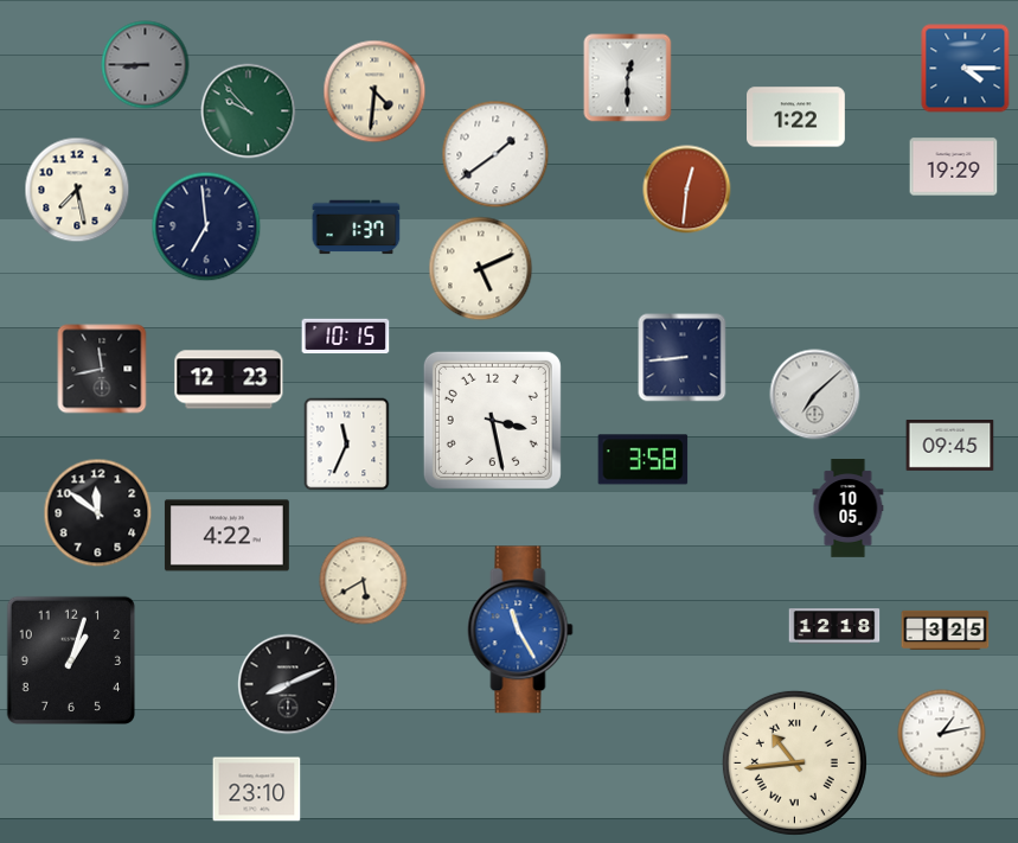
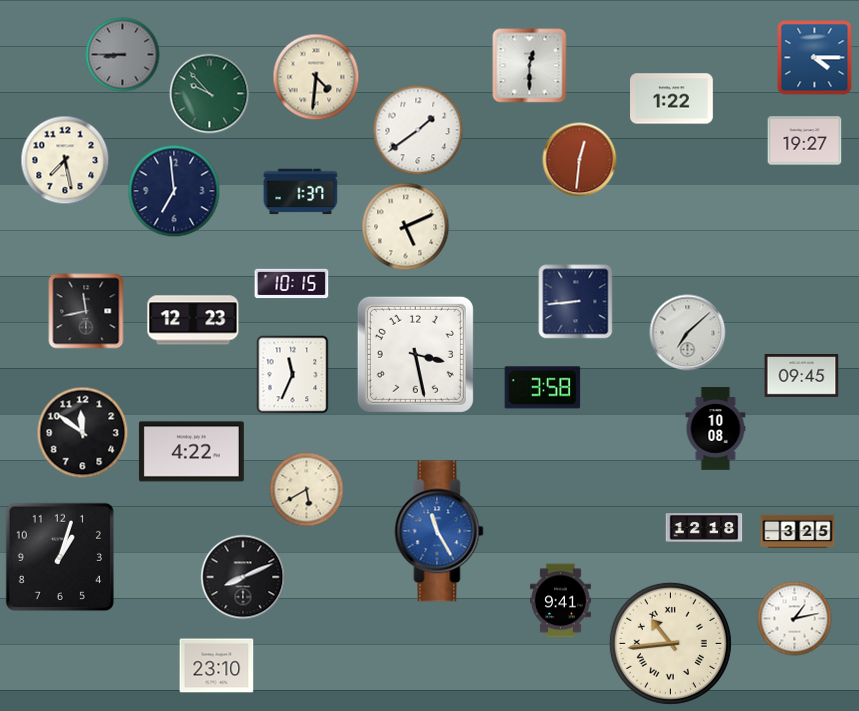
clock at (954, 167): 19:29 -> 19:27
clock at (849, 509): 10:05 -> 10:08
clock at (561, 601): none -> 9:41
